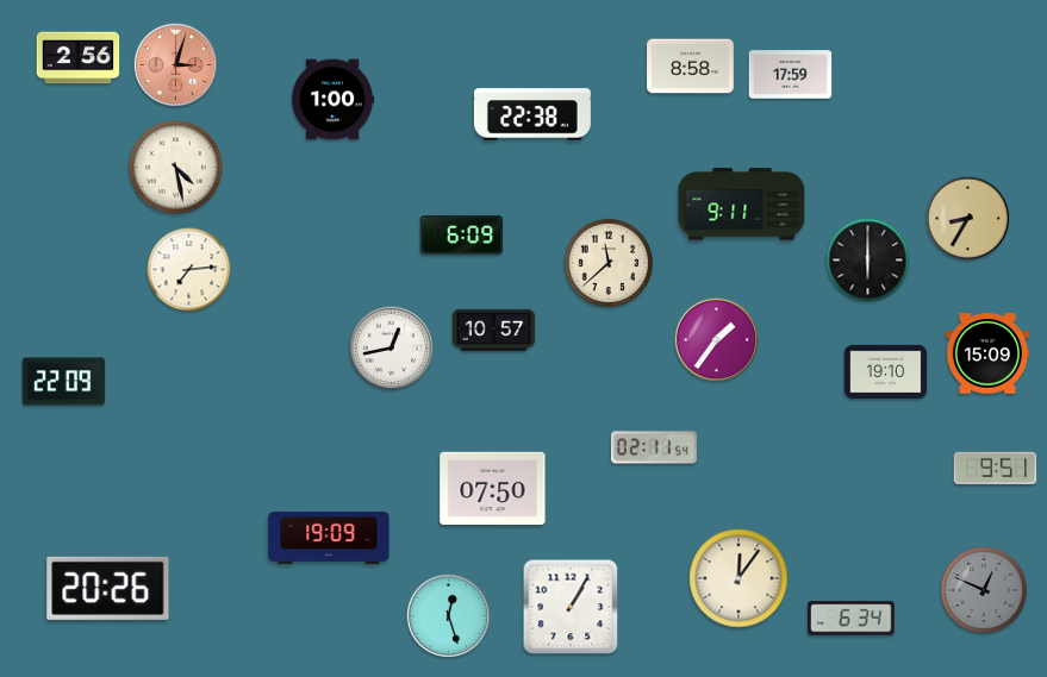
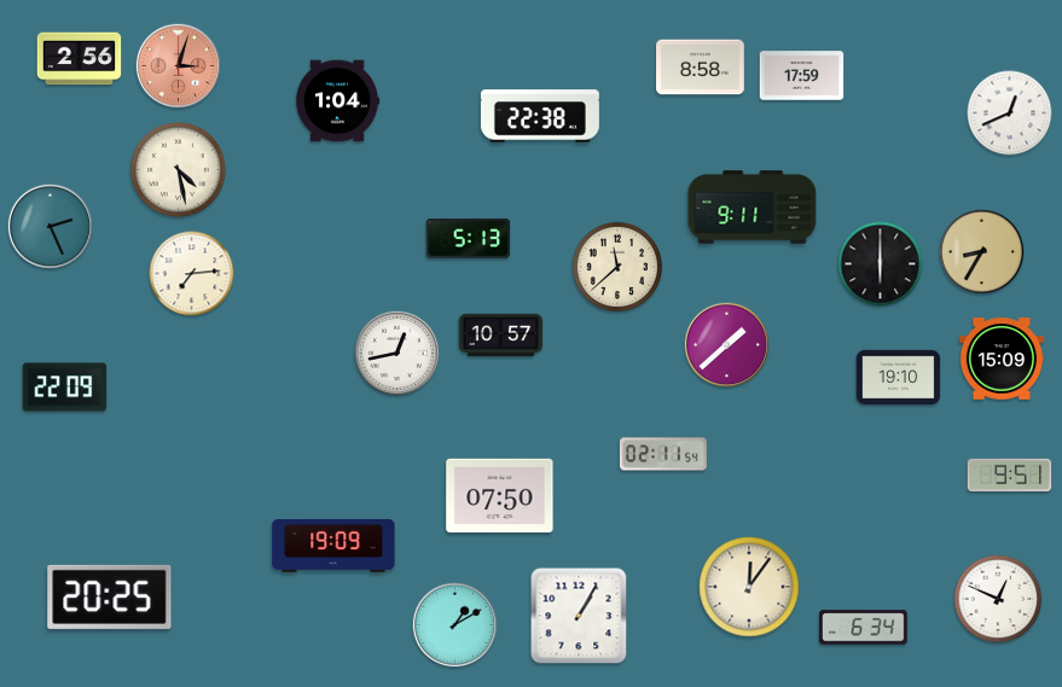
clock at (332, 100): 1:00 -> 1:04
clock at (1010, 113): none -> 12:41
clock at (968, 219) position: (968, 219) -> (982, 252)
clock at (51, 227): none -> 2:26
clock at (462, 236): 6:09 -> 5:13
clock at (717, 340): 1:36 -> 1:38
clock at (108, 588): 20:26 -> 20:25
clock at (984, 590) dial: grey -> white
clock at (449, 616): 12:27 -> 1:10
